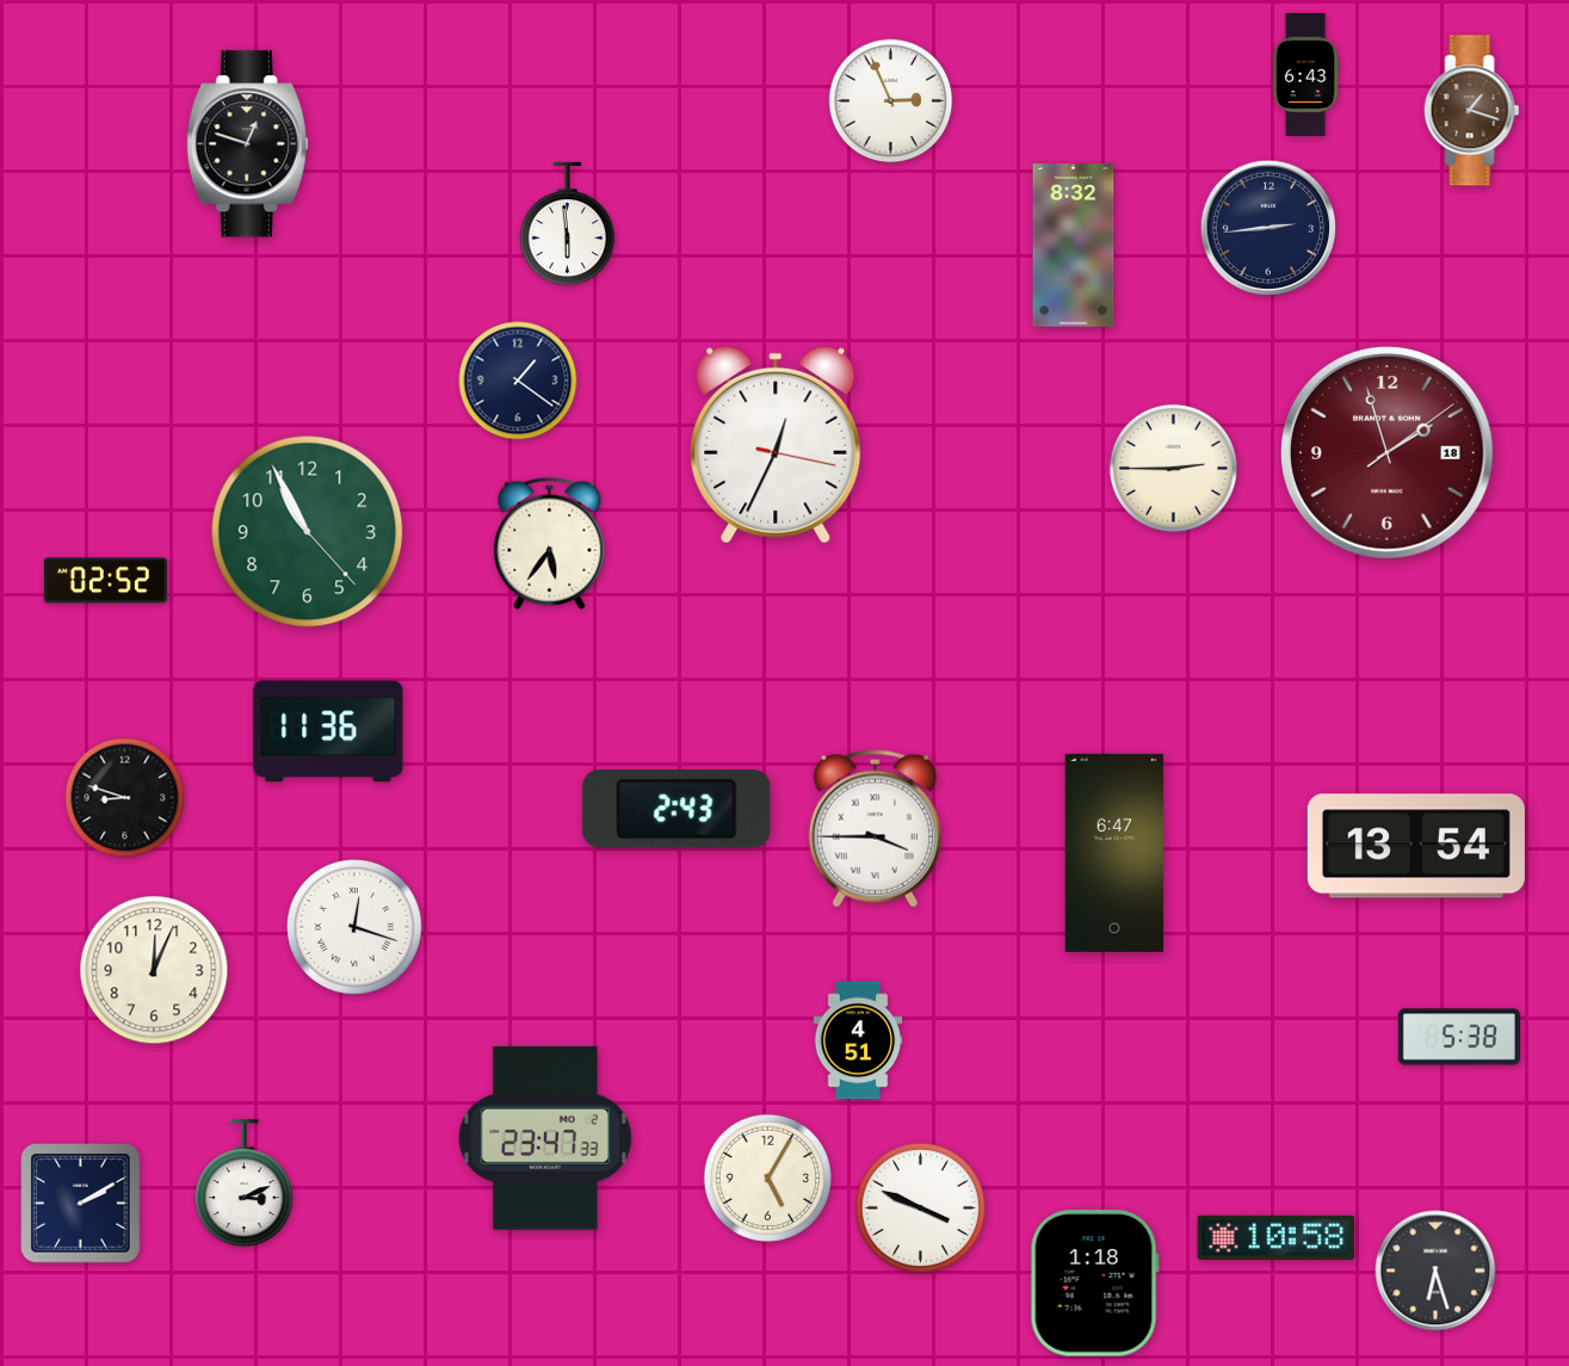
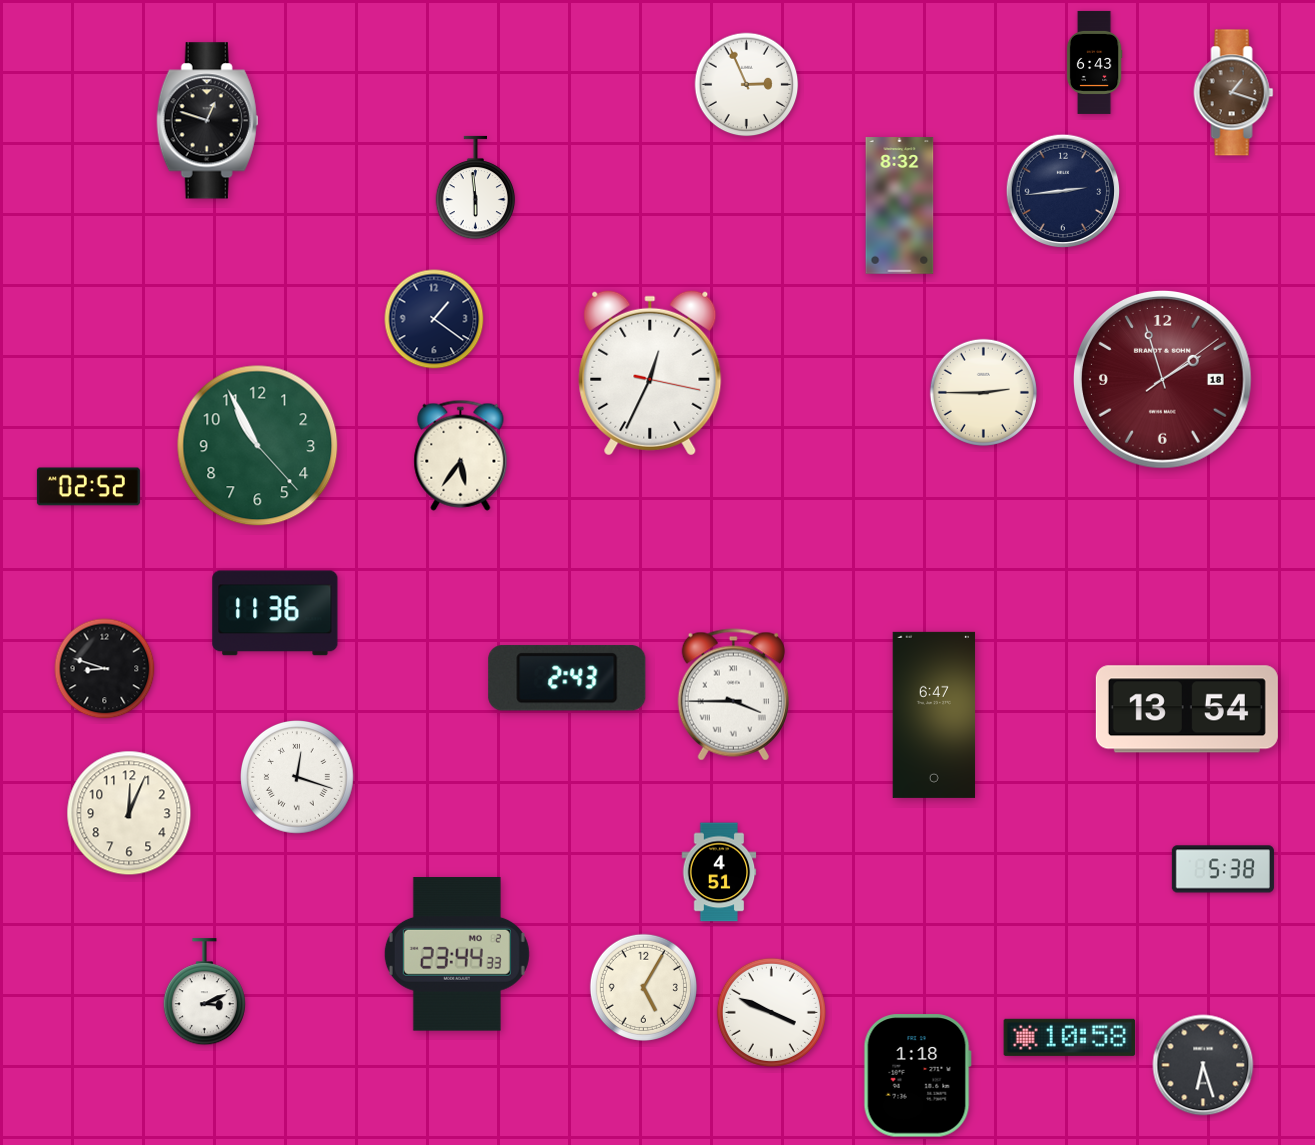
clock at (545, 1138): 23:47 -> 23:44
clock at (81, 1204): 2:10 -> none
